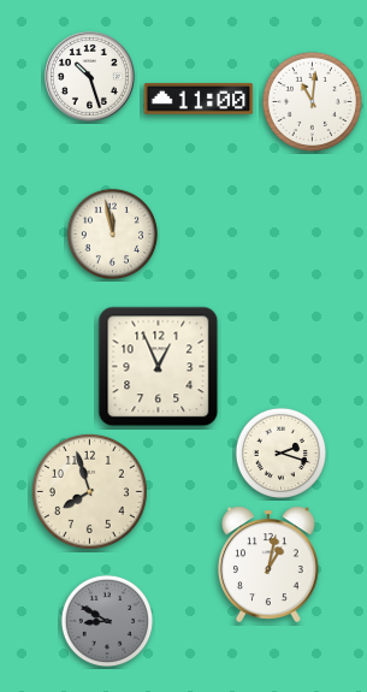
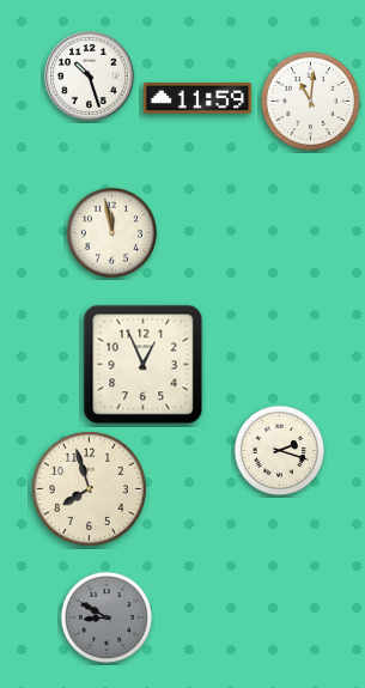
clock at (199, 99): 11:00 -> 11:59
clock at (159, 367) position: (159, 367) -> (144, 365)
clock at (270, 564): 1:02 -> none
